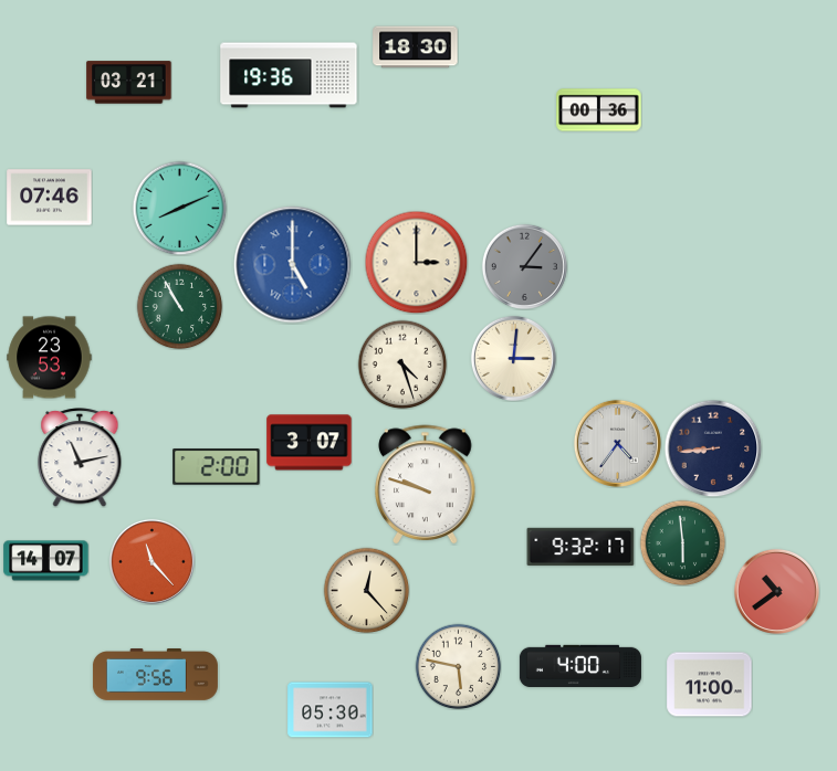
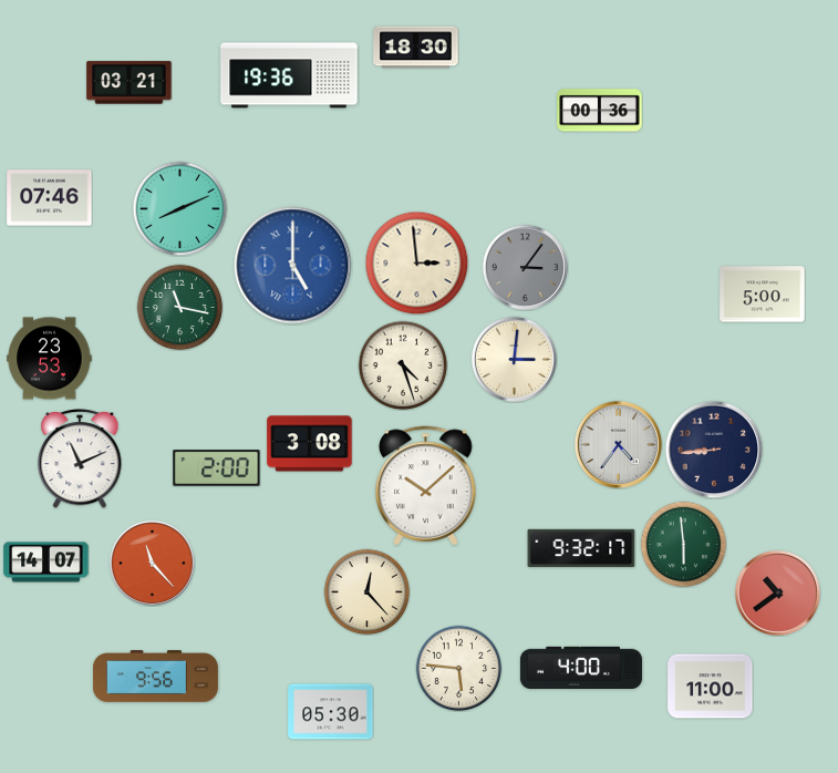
clock at (416, 262): 3:00 -> 2:59
clock at (763, 295): none -> 5:00
clock at (179, 306): 10:55 -> 11:17
clock at (310, 443): 3:07 -> 3:08
clock at (80, 457): 11:13 -> 11:11
clock at (426, 484): 9:48 -> 10:08
clock at (458, 666): 5:47 -> 5:46
